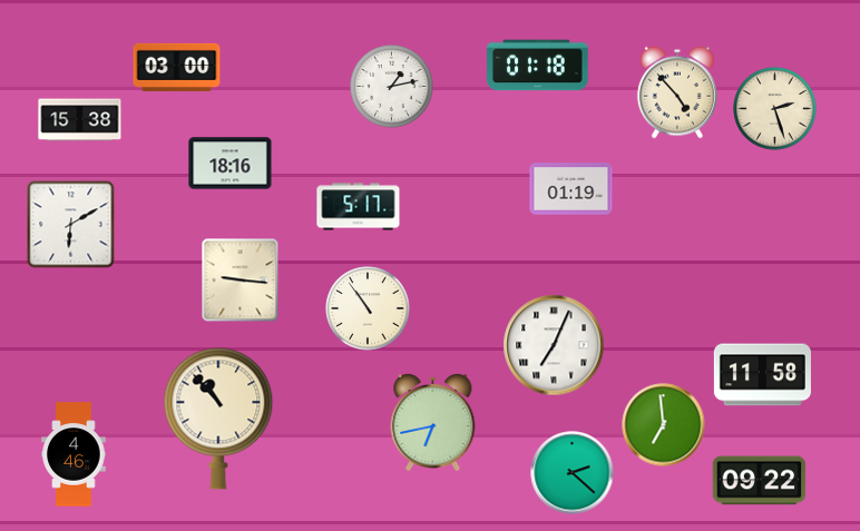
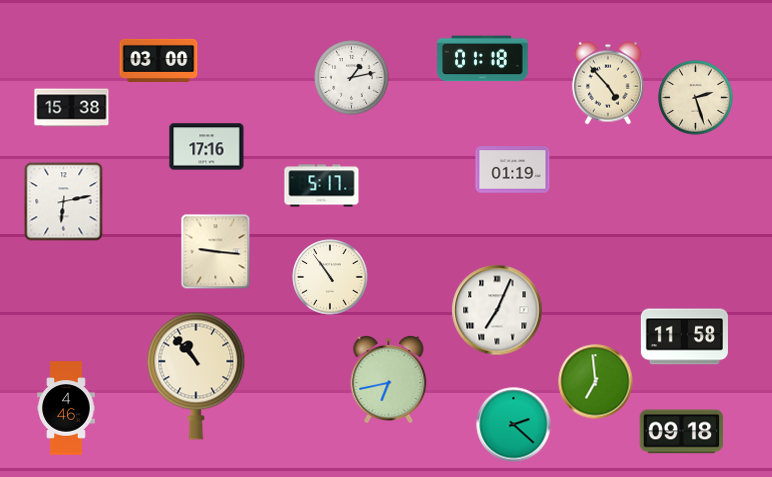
clock at (231, 164): 18:16 -> 17:16
clock at (71, 225): 6:10 -> 6:13
clock at (760, 481): 09:22 -> 09:18
